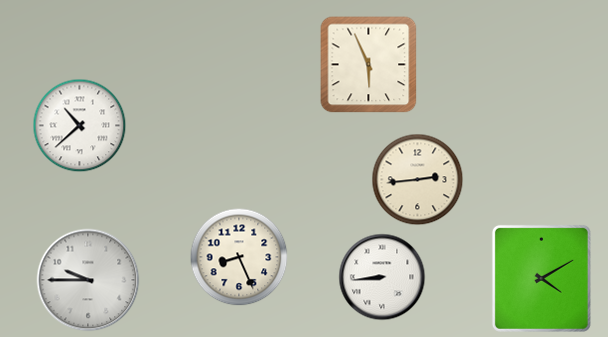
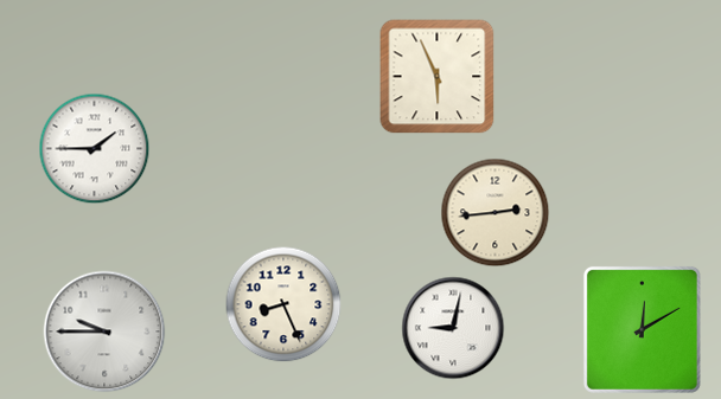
clock at (80, 126): 10:38 -> 1:45
clock at (382, 277): 8:44 -> 9:02
clock at (541, 278): 4:10 -> 12:10
